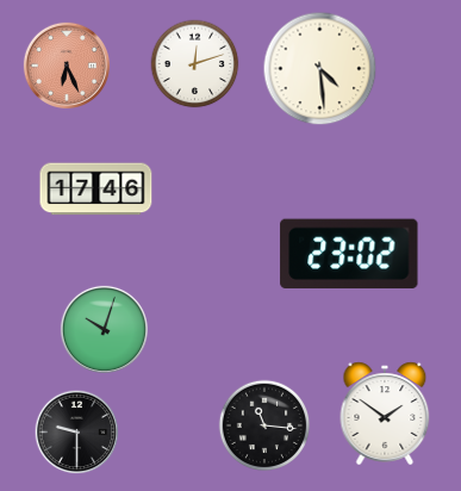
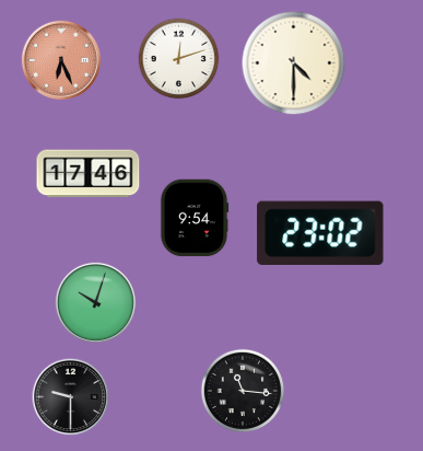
clock at (320, 69): 4:29 -> 4:30
clock at (195, 218): none -> 9:54
clock at (385, 414): 1:51 -> none
